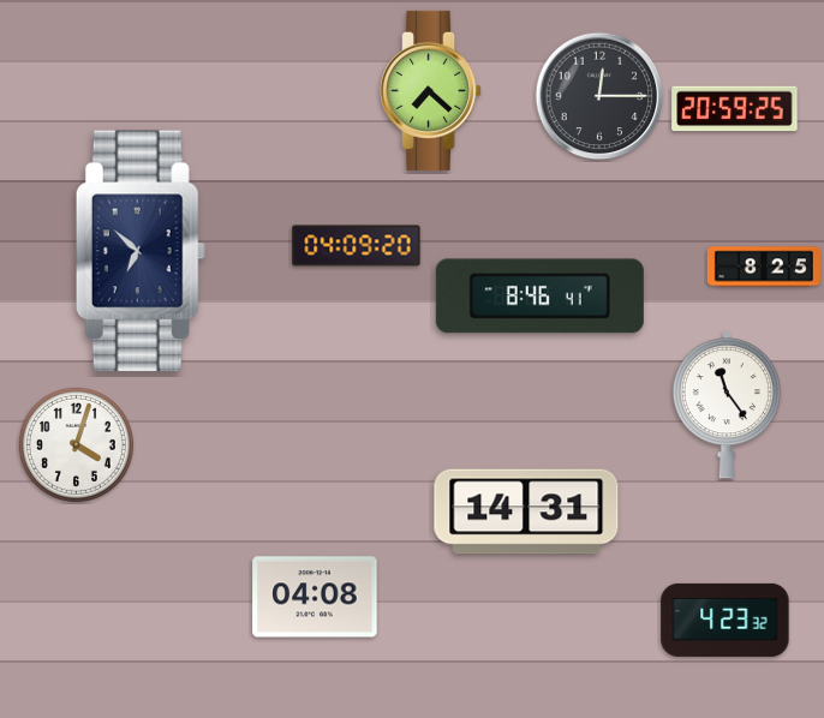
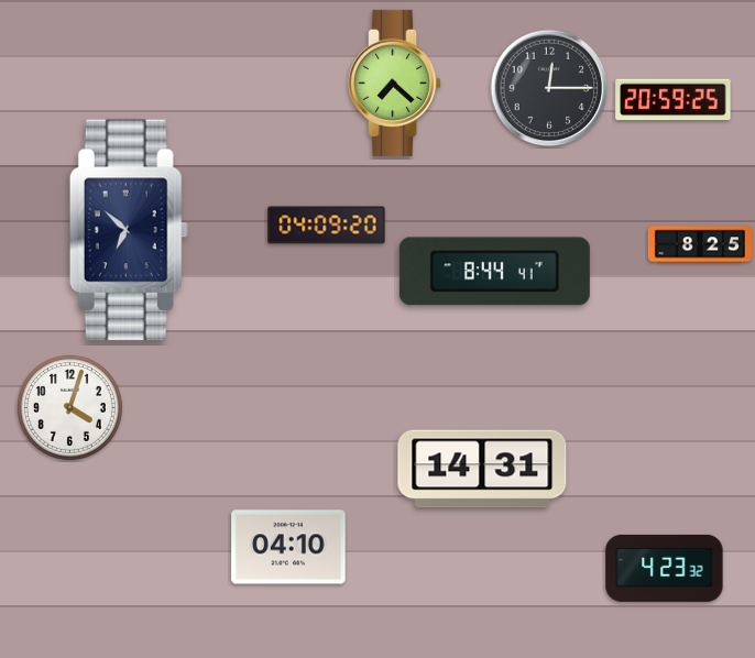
clock at (539, 297): 8:46 -> 8:44
clock at (727, 405): 11:24 -> none
clock at (315, 597): 04:08 -> 04:10
